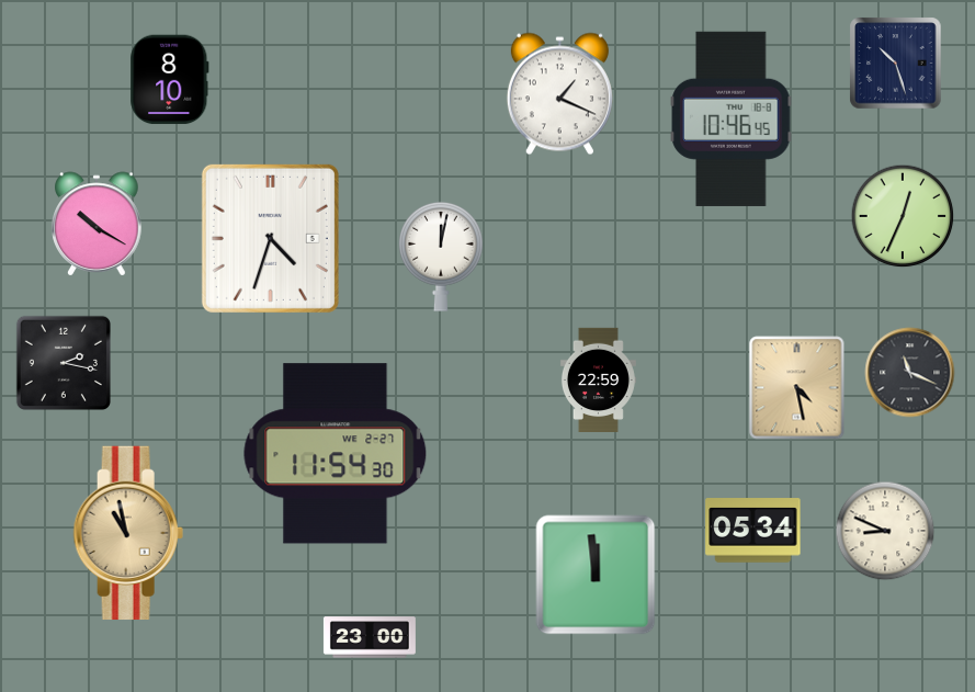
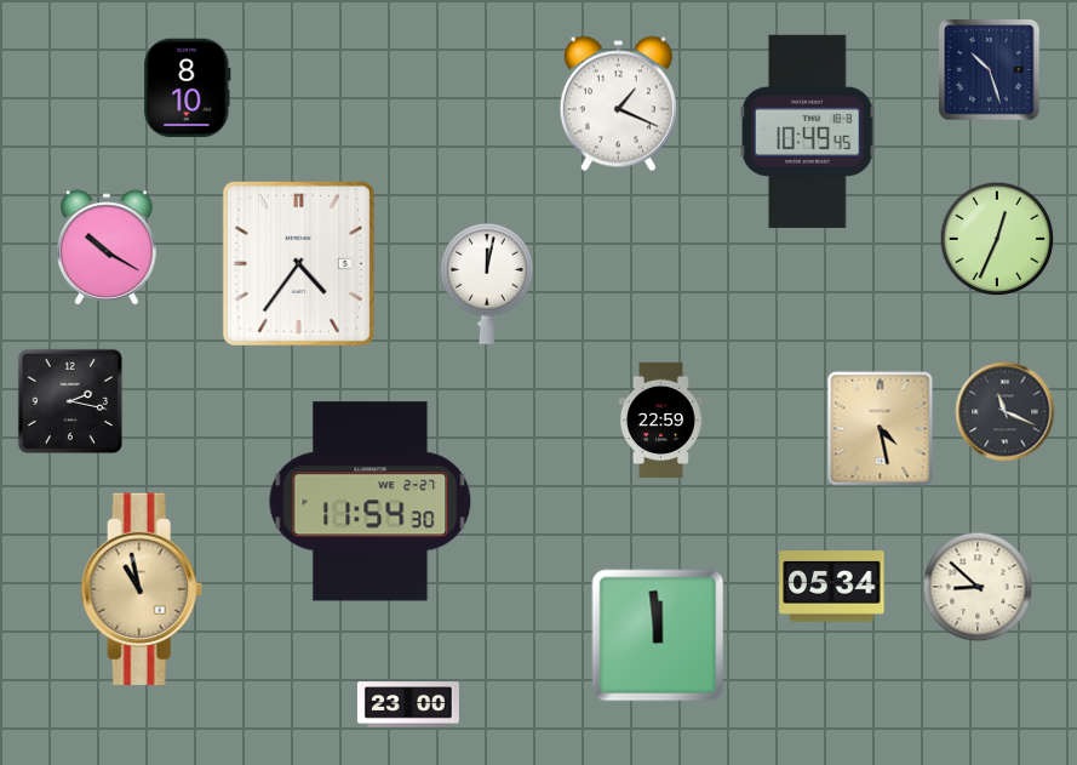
clock at (732, 118): 10:46 -> 10:49
clock at (270, 238): 4:33 -> 4:36
clock at (885, 531): 8:49 -> 8:52
